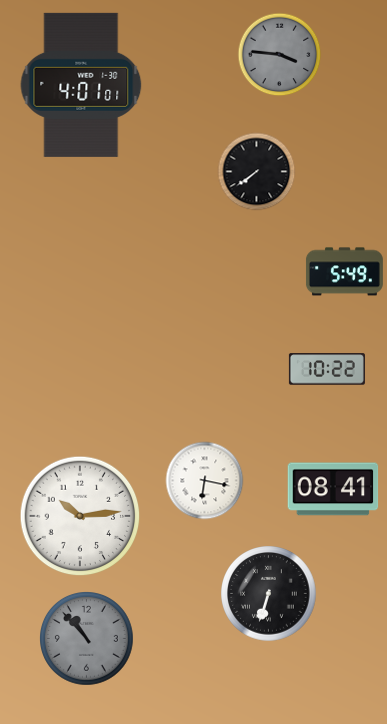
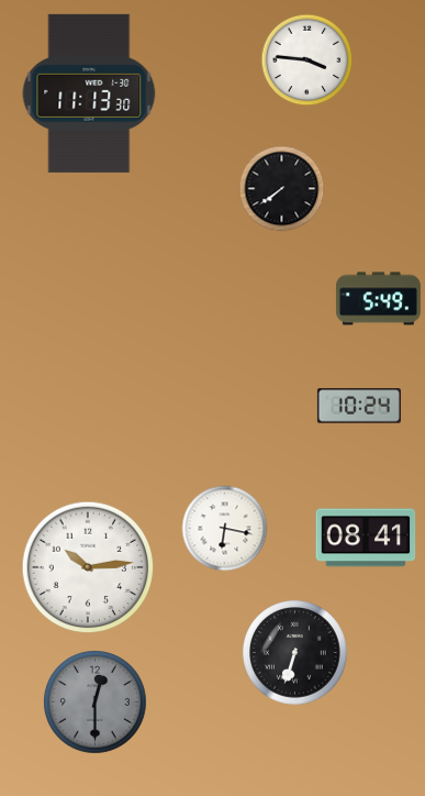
clock at (280, 55) dial: grey -> white
clock at (81, 85): 4:01 -> 11:13
clock at (327, 369): 10:22 -> 10:24
clock at (87, 639): 10:53 -> 12:30
